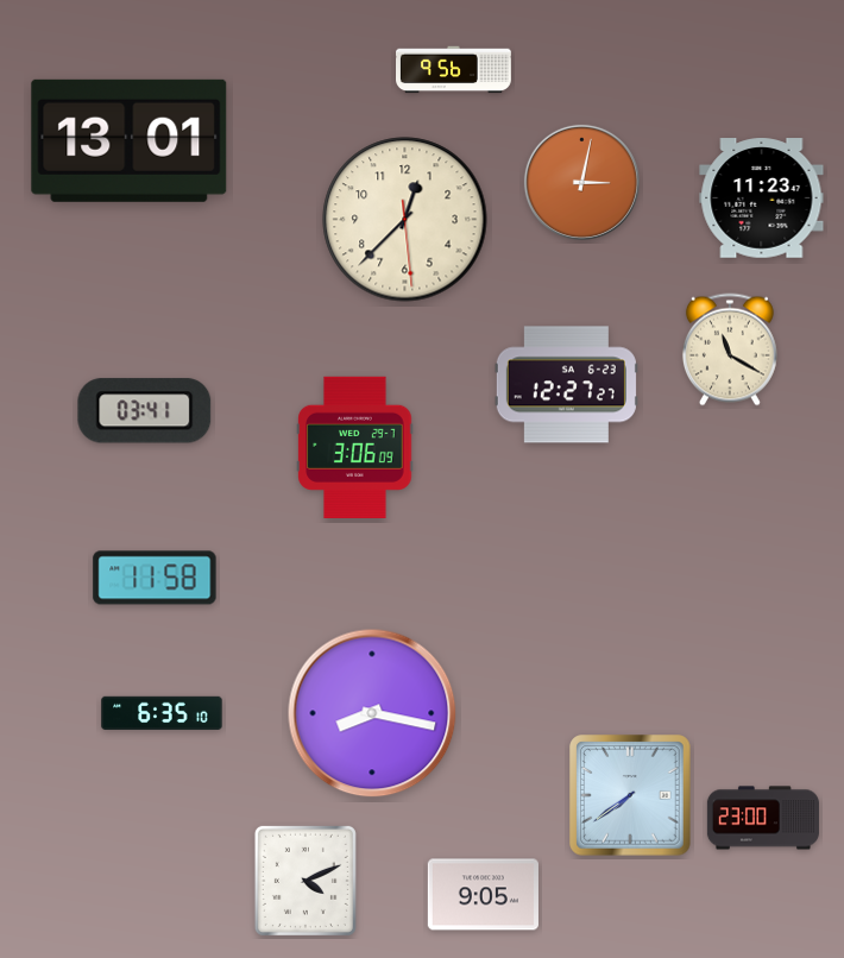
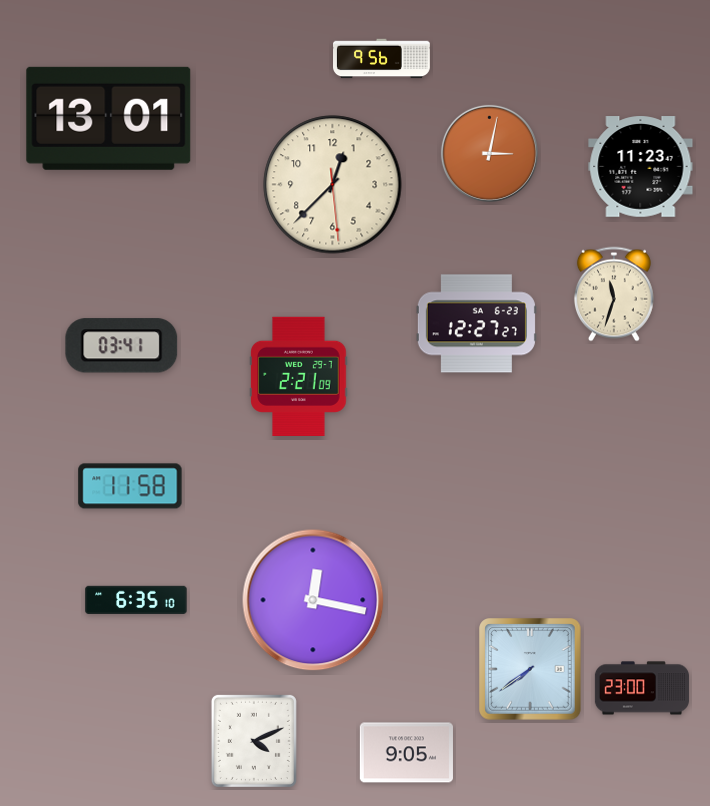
clock at (405, 220) position: (405, 220) -> (333, 185)
clock at (730, 349): 11:20 -> 11:33
clock at (355, 447): 3:06 -> 2:21
clock at (372, 713): 8:17 -> 12:17
clock at (306, 881) position: (306, 881) -> (254, 741)
